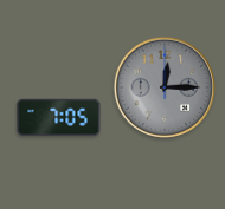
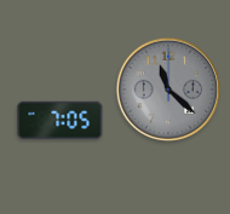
clock at (165, 87): 12:15 -> 11:22
